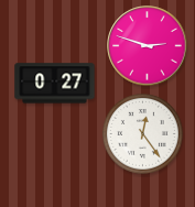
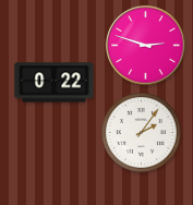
clock at (55, 84): 0:27 -> 0:22
clock at (142, 133): 12:24 -> 2:06
